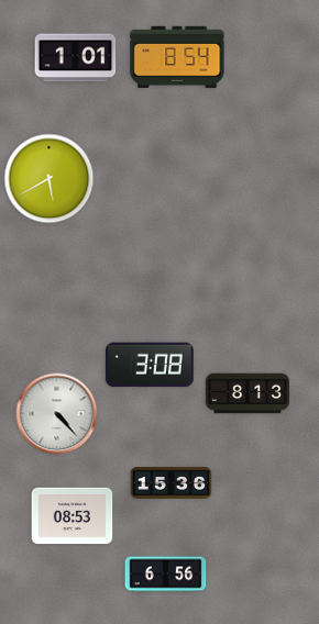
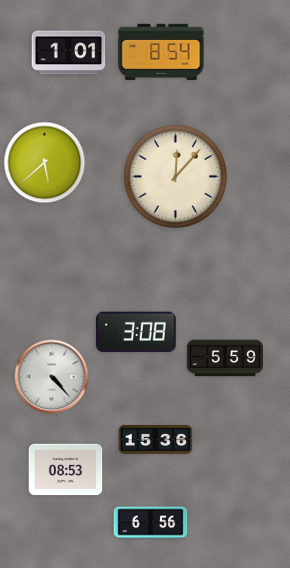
clock at (50, 179): 5:40 -> 5:38
clock at (175, 176): none -> 12:07
clock at (248, 393): 8:13 -> 5:59
